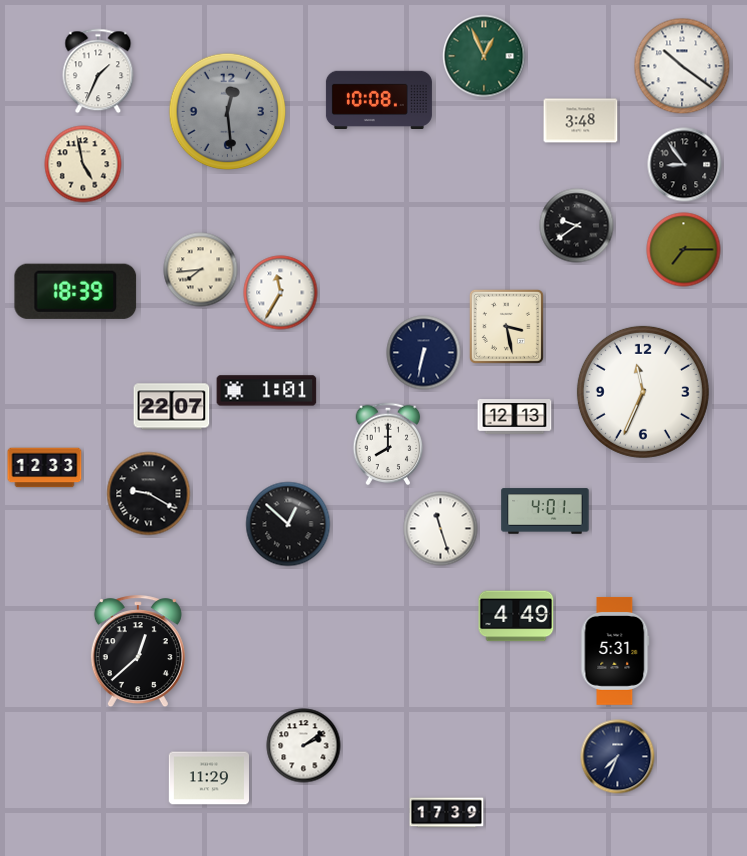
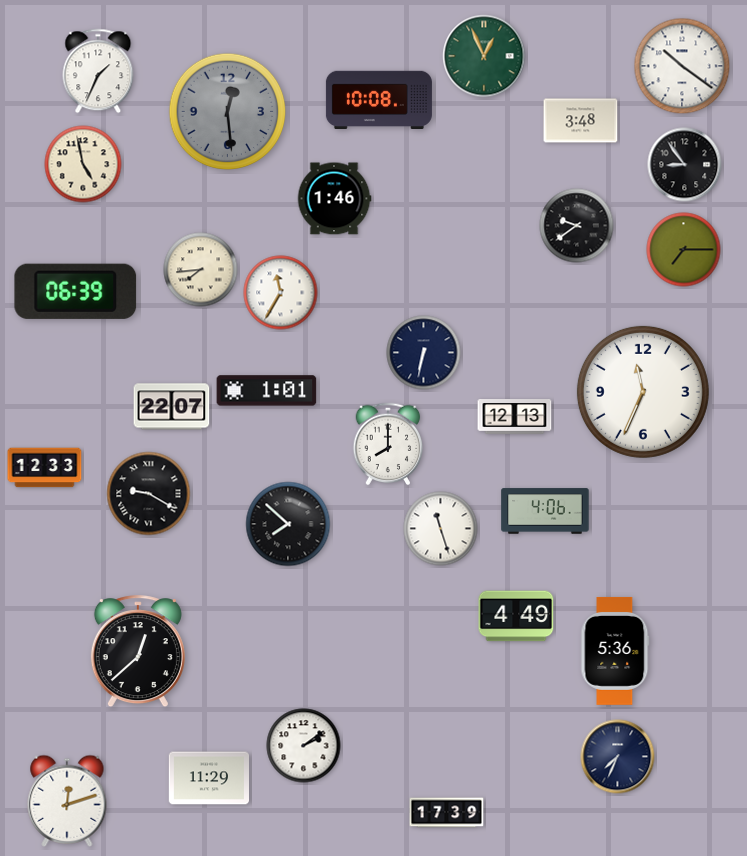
clock at (334, 199): none -> 1:46
clock at (76, 291): 18:39 -> 06:39
clock at (506, 326): 3:28 -> none
clock at (545, 511): 4:01 -> 4:06
clock at (288, 524): 12:52 -> 7:52
clock at (615, 651): 5:31 -> 5:36
clock at (67, 801): none -> 12:12
